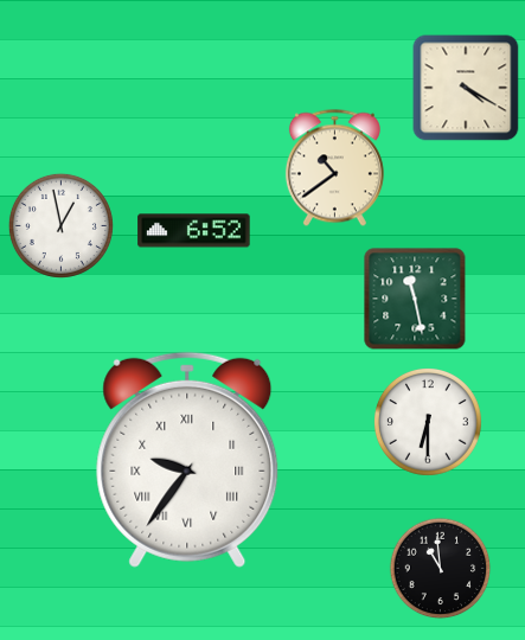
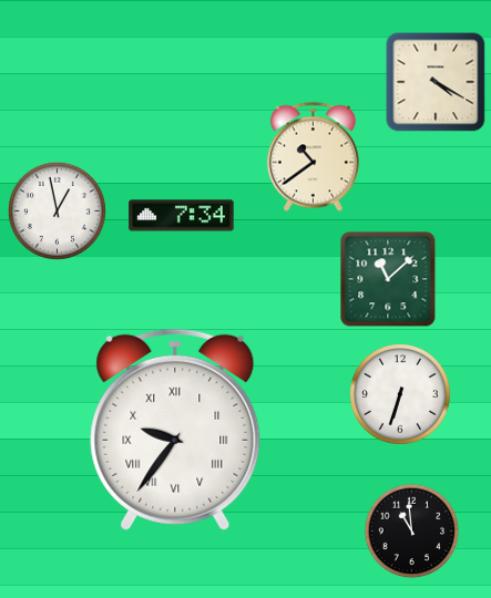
clock at (194, 231): 6:52 -> 7:34
clock at (415, 299): 11:28 -> 11:08
clock at (429, 423): 6:30 -> 6:33
